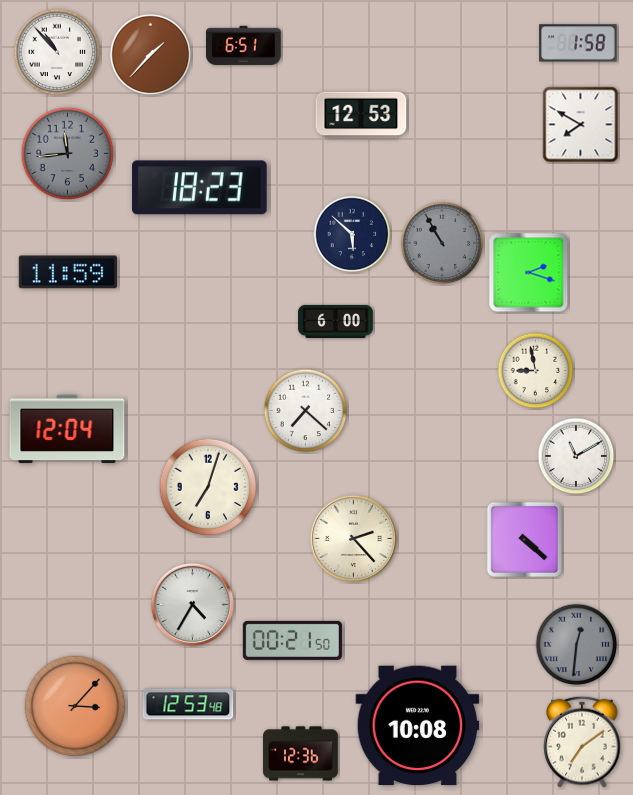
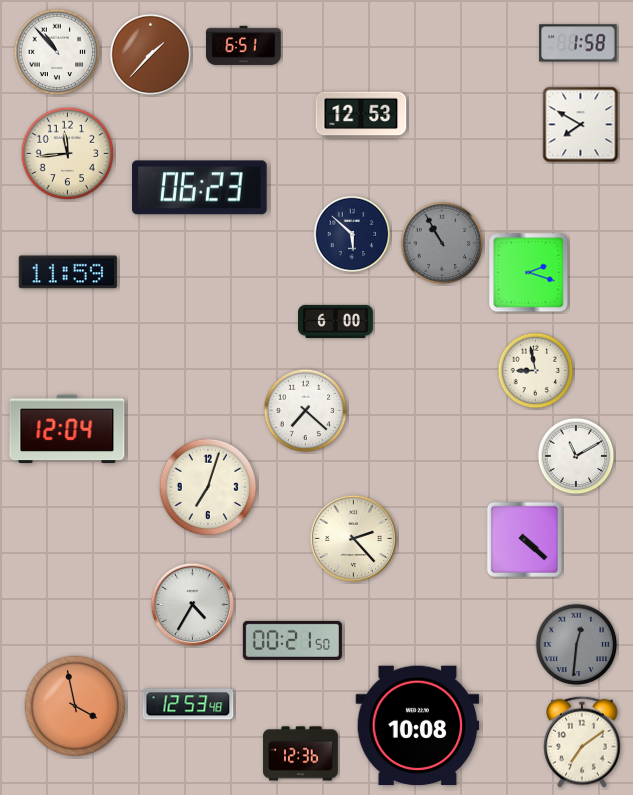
clock at (68, 154) dial: grey -> cream
clock at (200, 188): 18:23 -> 06:23
clock at (75, 706): 3:07 -> 3:58
